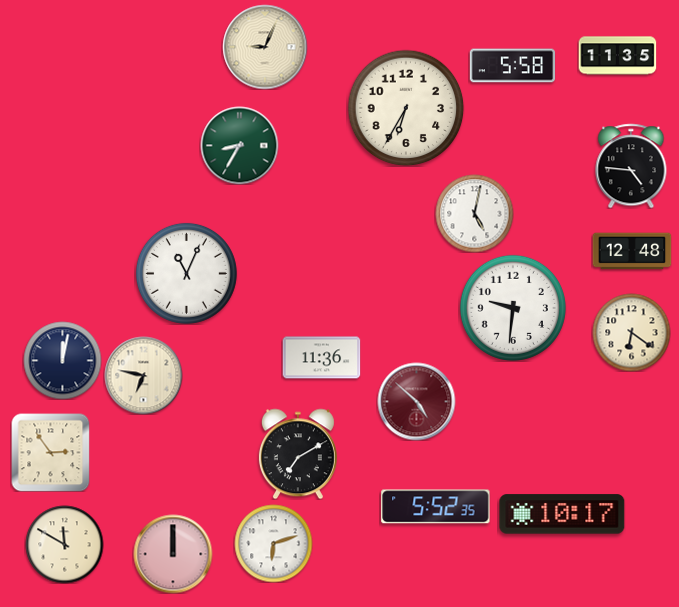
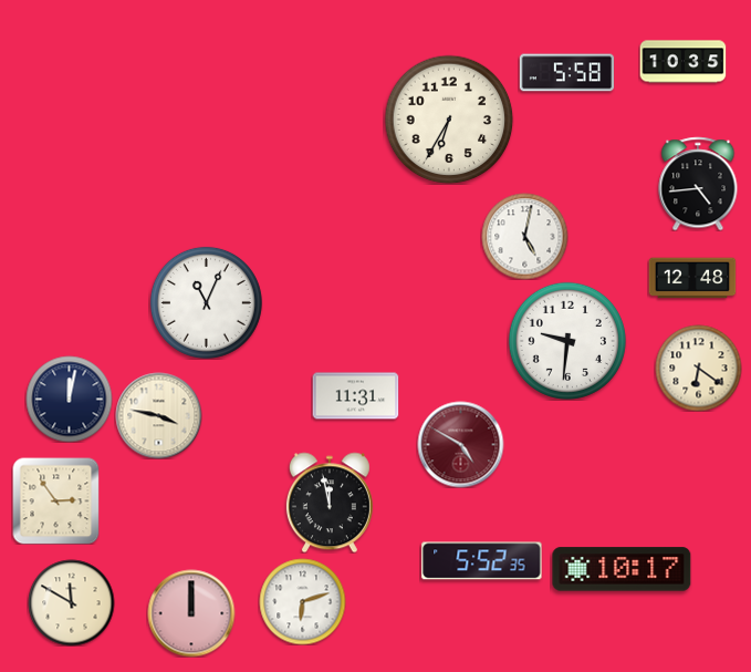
clock at (265, 47): 9:04 -> none
clock at (617, 56): 11:35 -> 10:35
clock at (239, 145): 8:35 -> none
clock at (631, 166): 4:46 -> 4:44
clock at (632, 251) position: (632, 251) -> (692, 278)
clock at (321, 358): 11:36 -> 11:31
clock at (143, 375): 6:47 -> 3:47
clock at (416, 401): 4:52 -> 4:50
clock at (298, 454): 7:10 -> 11:58
